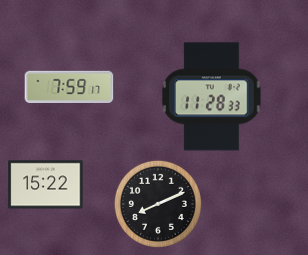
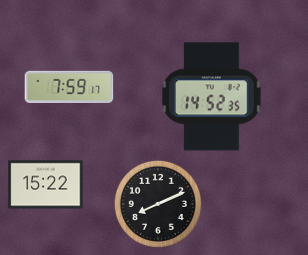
clock at (212, 97): 11:28 -> 14:52
